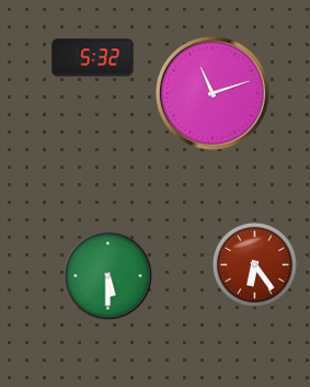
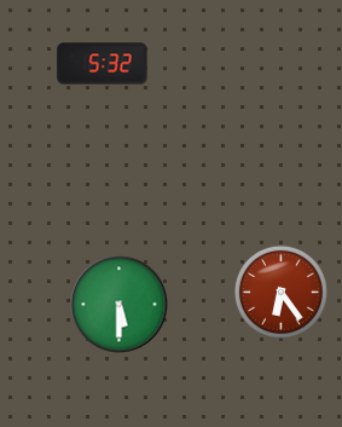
clock at (214, 94): 11:12 -> none
